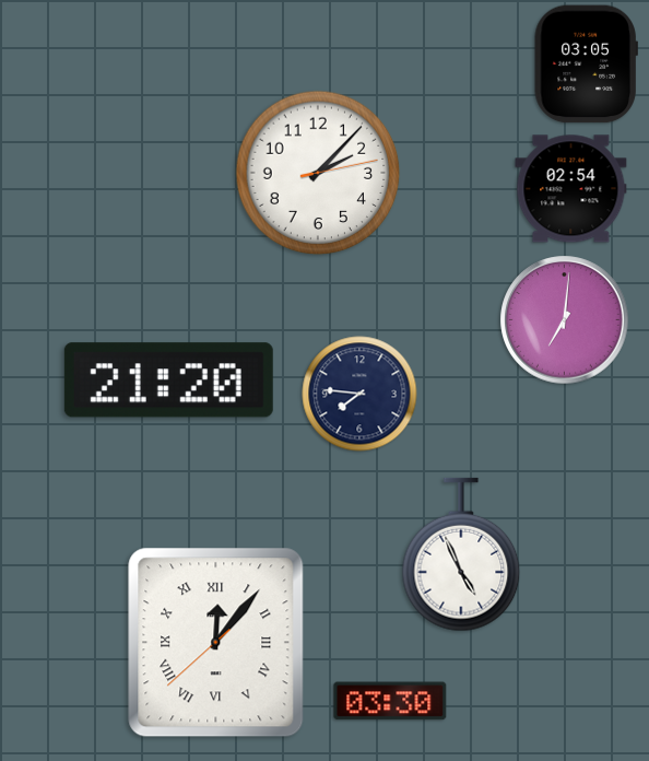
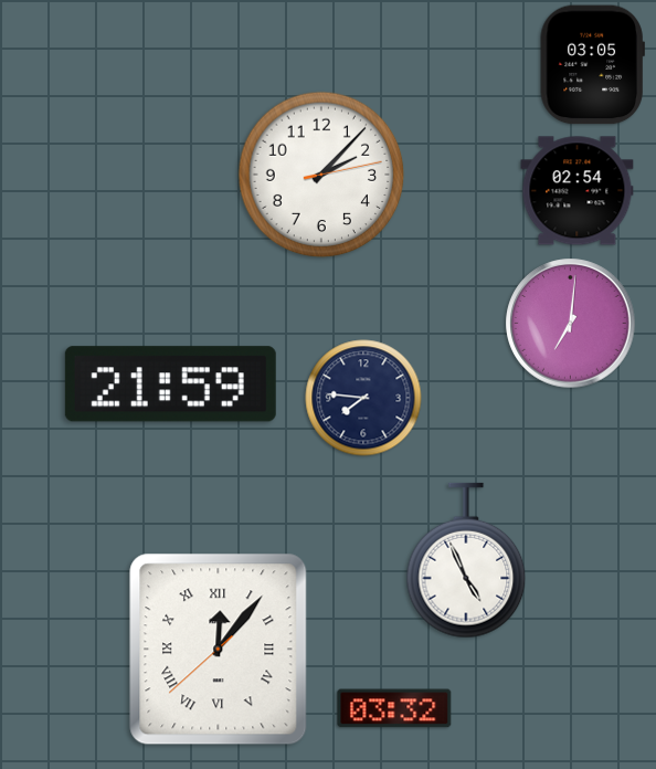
clock at (168, 380): 21:20 -> 21:59
clock at (390, 701): 03:30 -> 03:32
